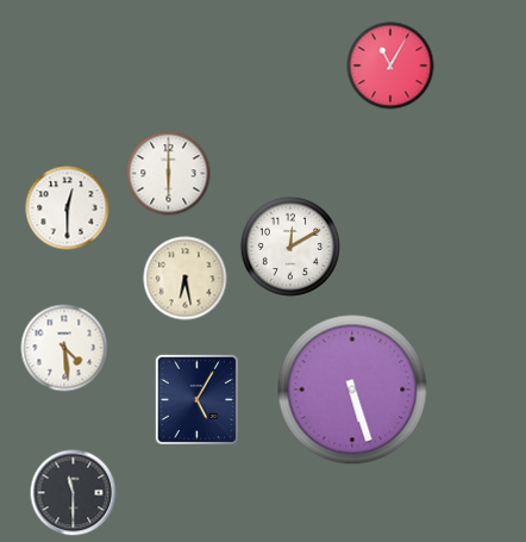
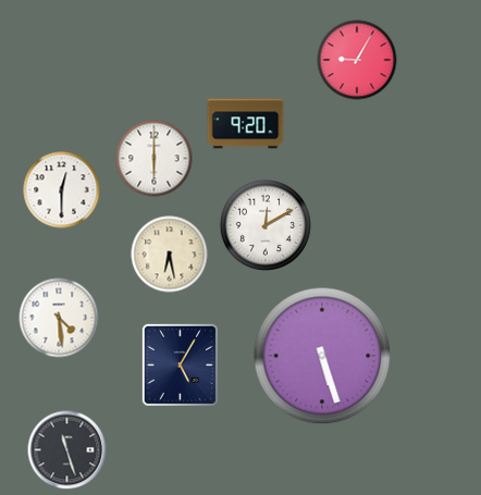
clock at (390, 66): 11:05 -> 9:05
clock at (246, 124): none -> 9:20
clock at (74, 493): 11:30 -> 11:27
